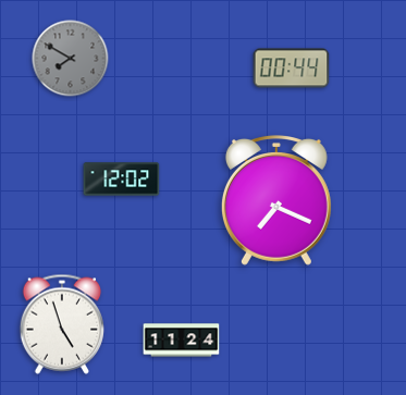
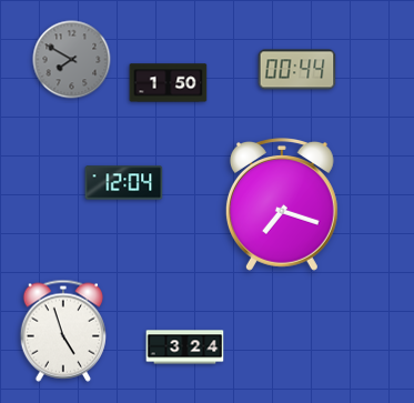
clock at (169, 83): none -> 1:50
clock at (122, 180): 12:02 -> 12:04
clock at (276, 201): 7:19 -> 7:18
clock at (182, 341): 11:24 -> 3:24
